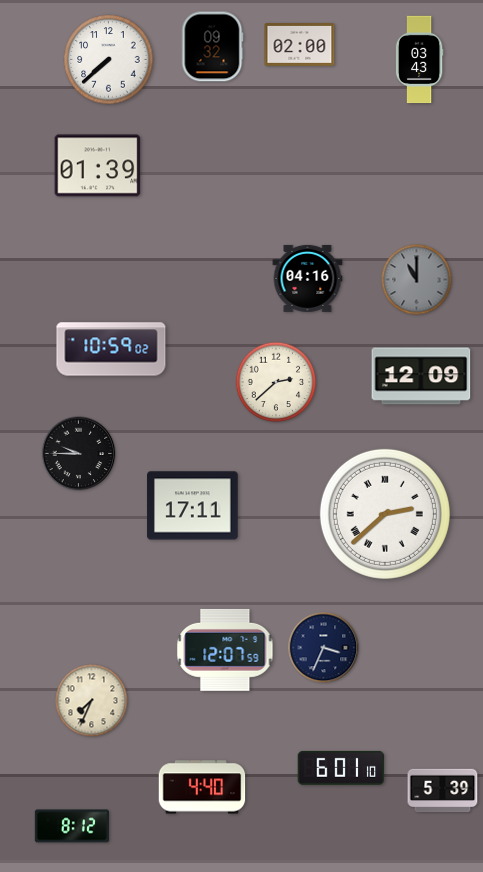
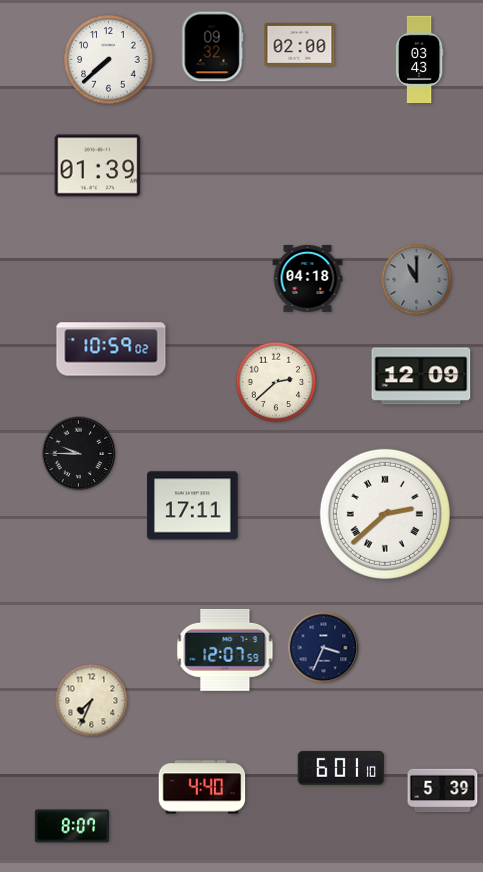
clock at (308, 278): 04:16 -> 04:18
clock at (71, 826): 8:12 -> 8:07
